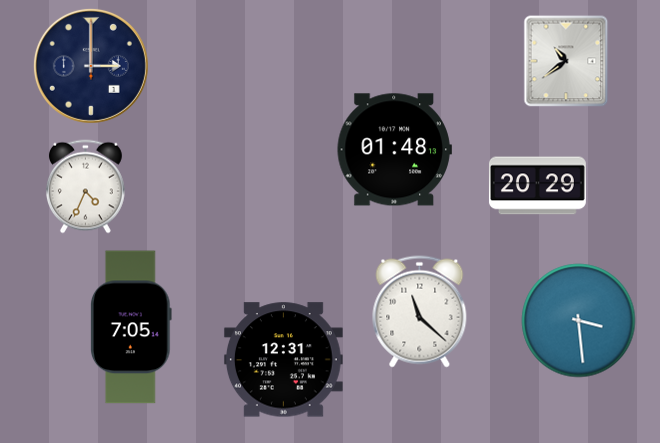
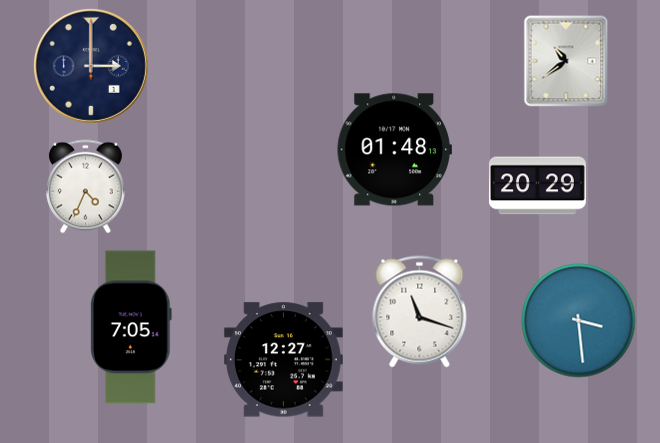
clock at (420, 312): 11:22 -> 11:18
clock at (283, 360): 12:31 -> 12:27
